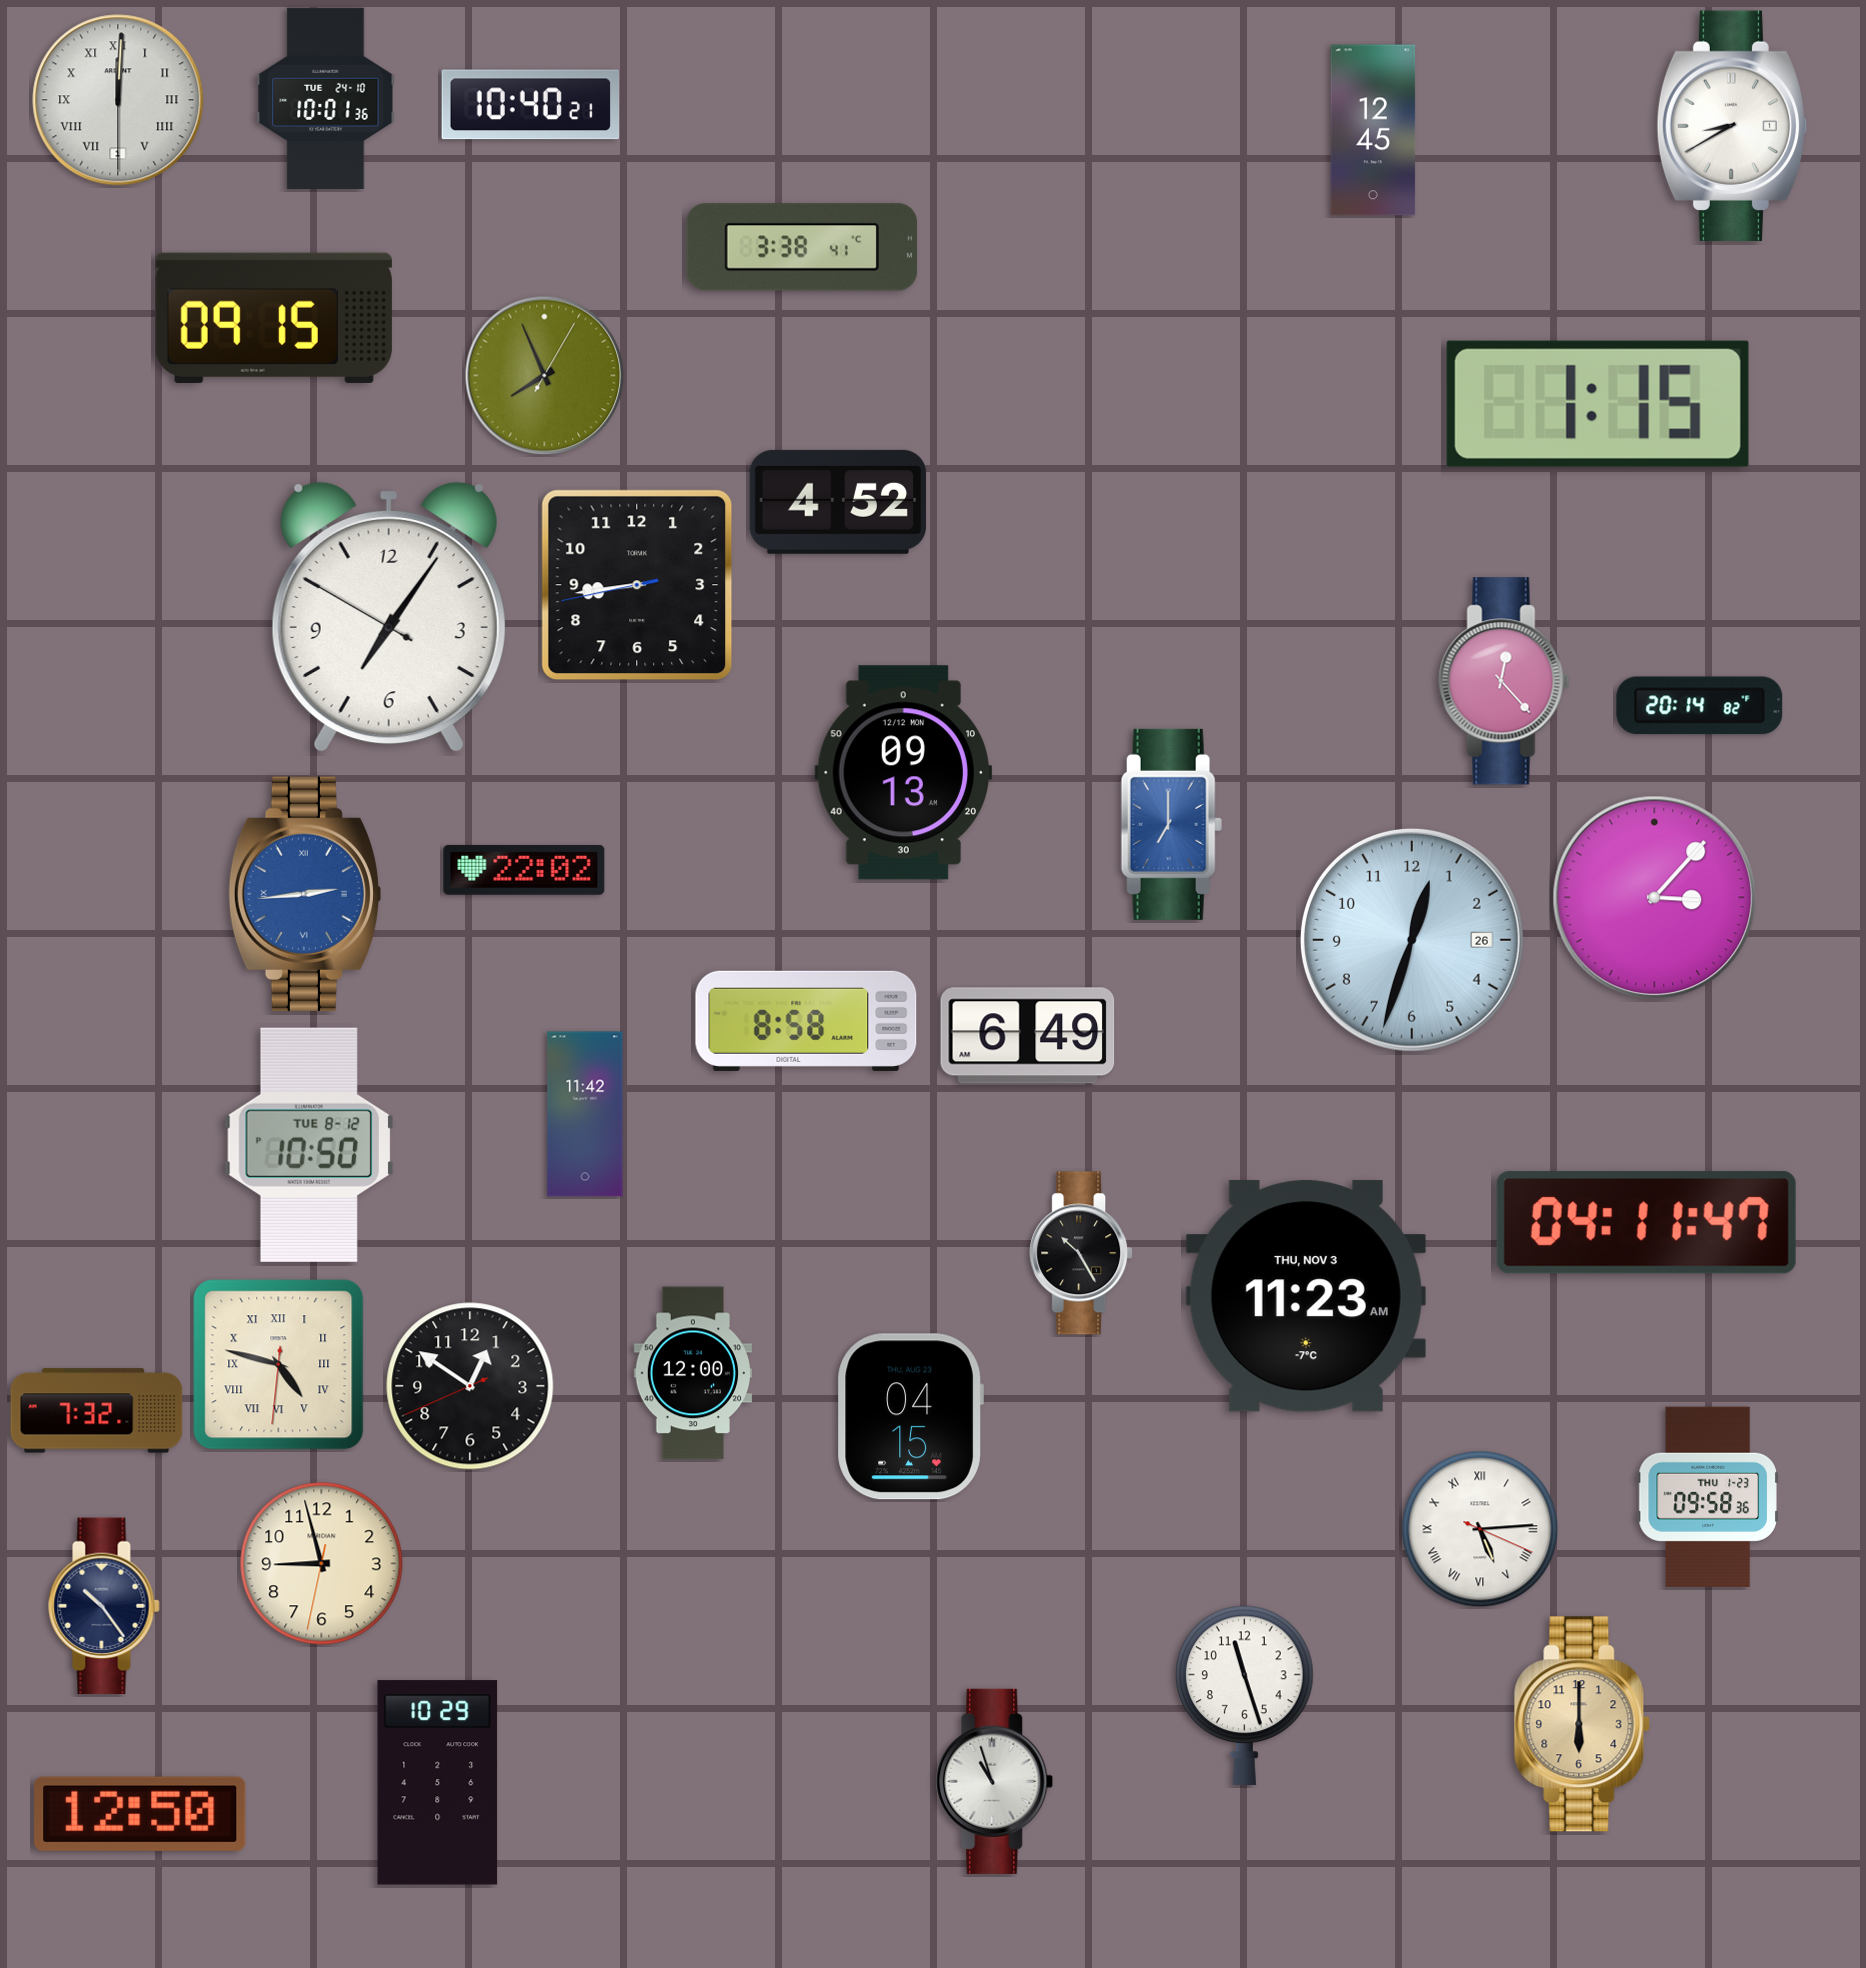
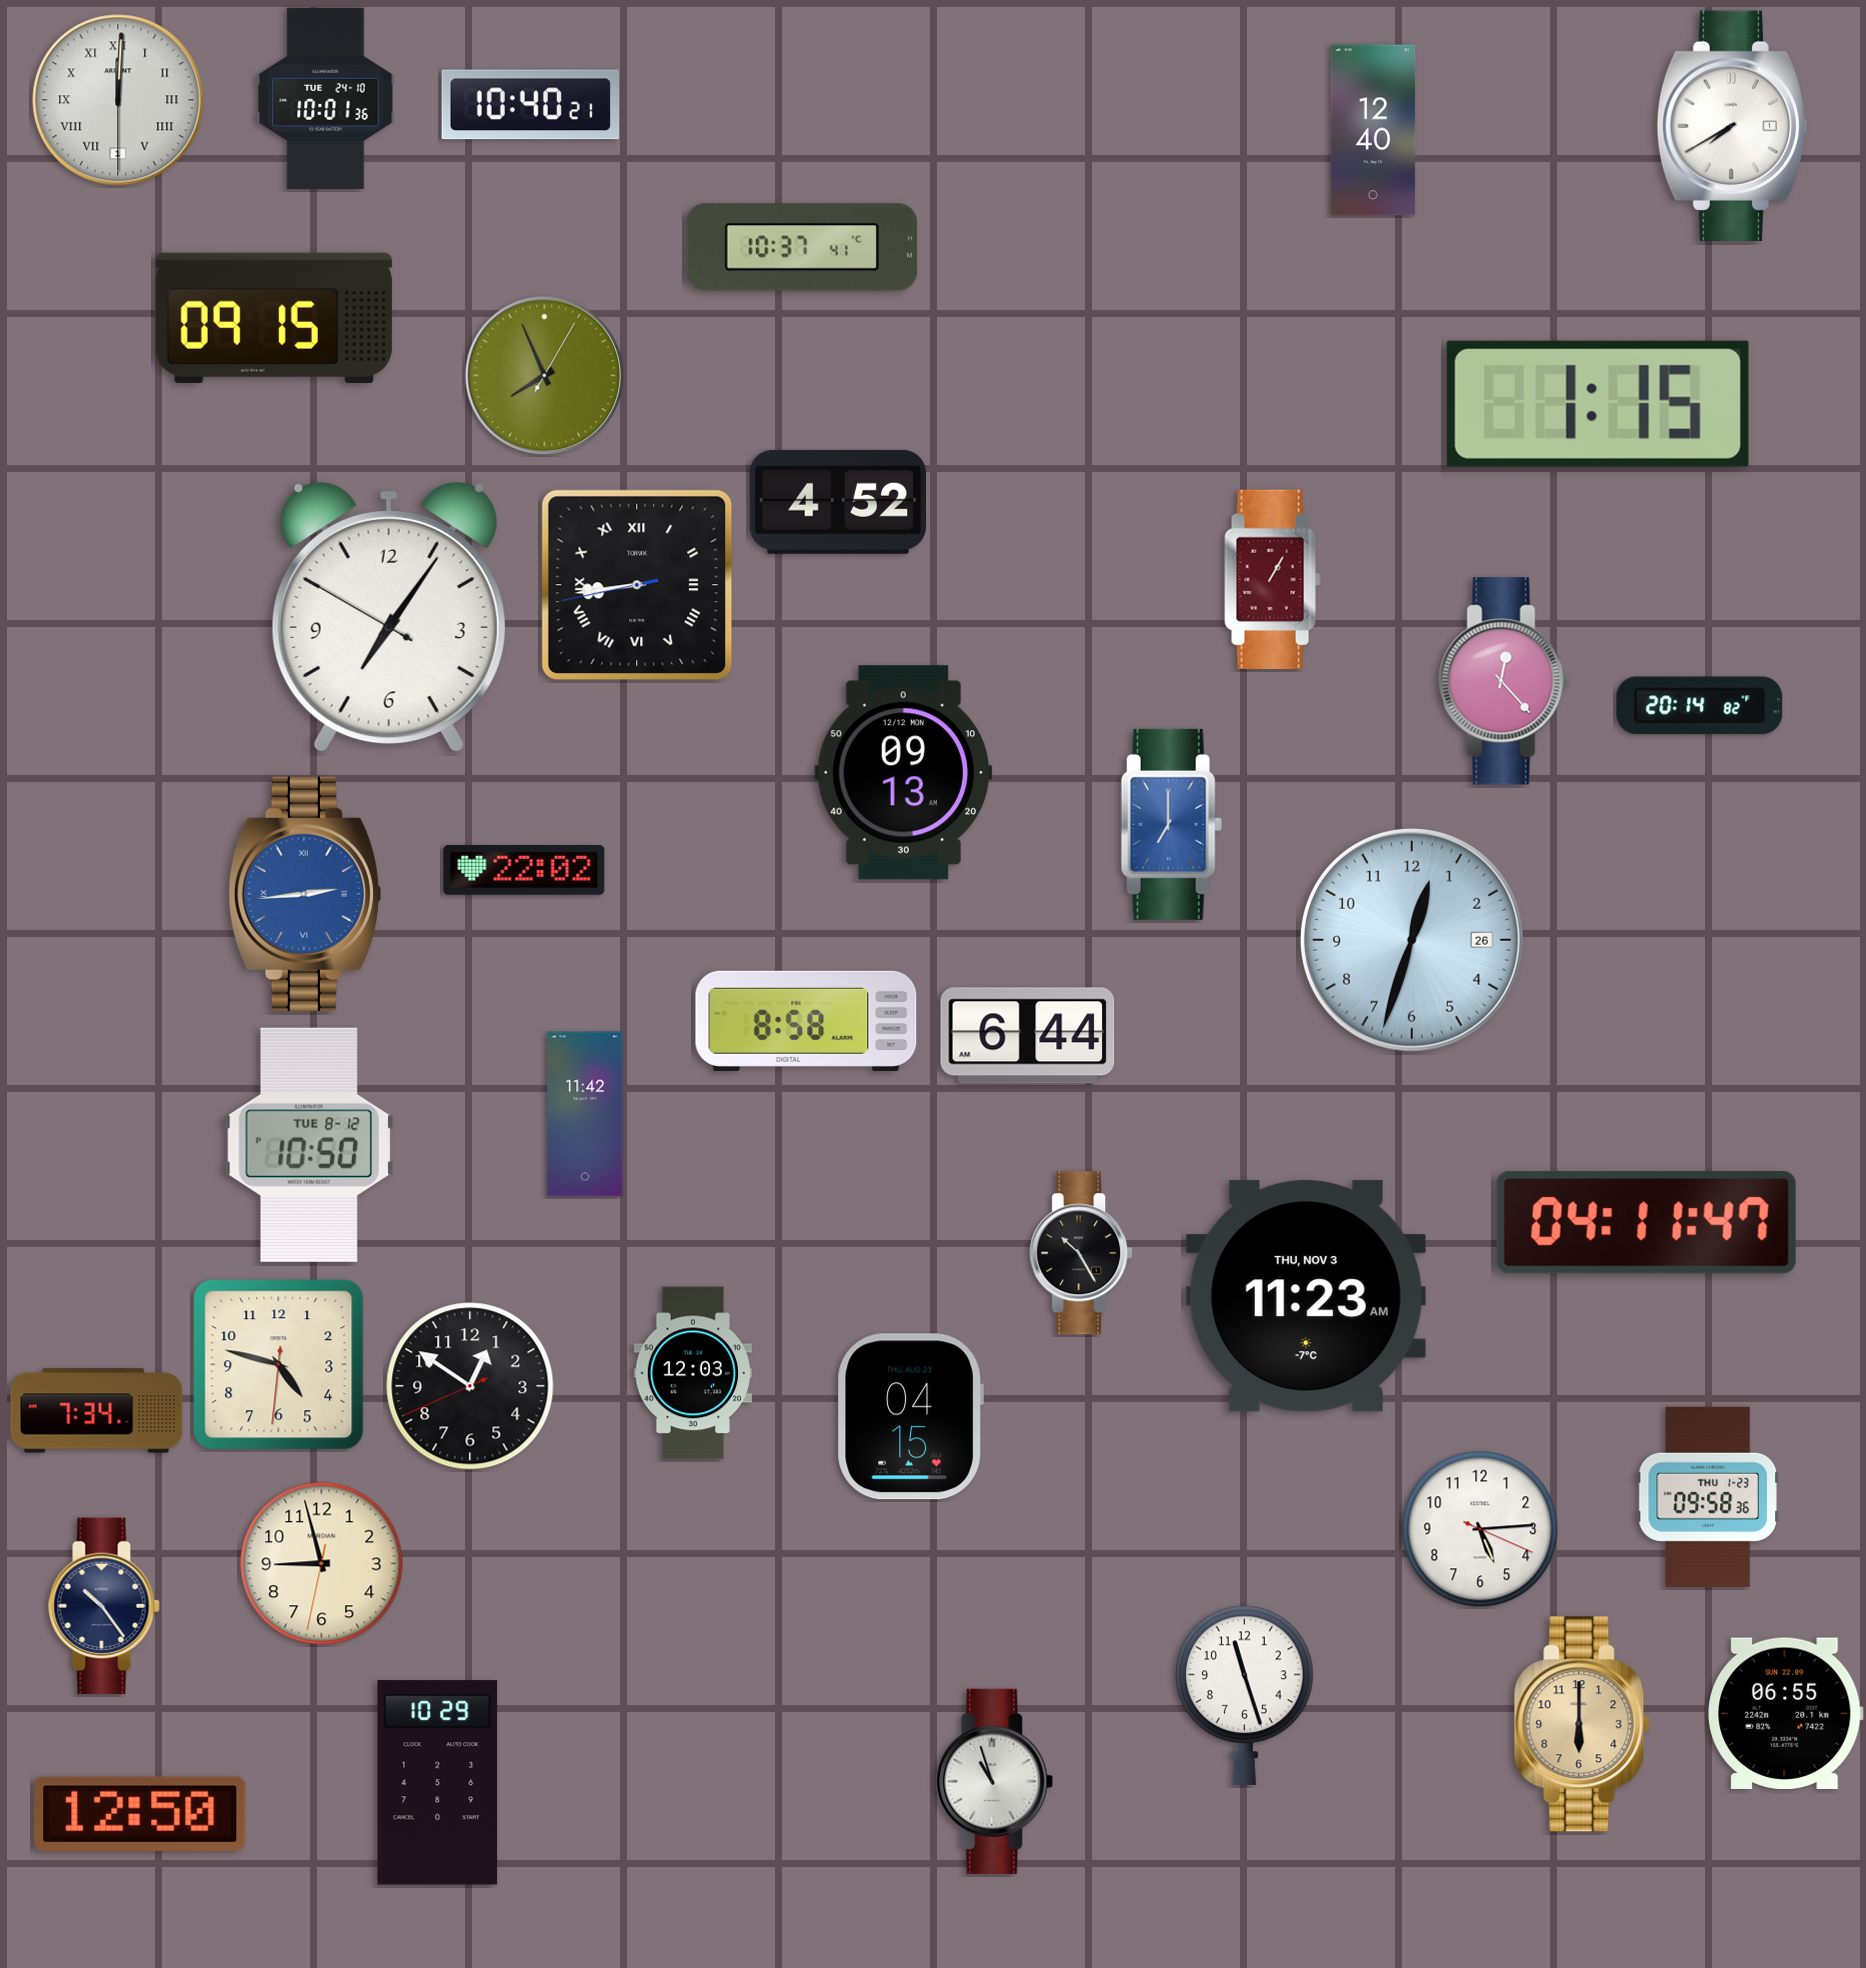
clock at (1732, 125): 8:40 -> 7:40
clock at (1373, 130): 12:45 -> 12:40
clock at (802, 247): 3:38 -> 10:37
clock at (1273, 579): none -> 1:05
clock at (637, 585) numerals: Arabic -> Roman
clock at (1655, 898): 3:07 -> none
clock at (1028, 1036): 6:49 -> 6:44
clock at (279, 1365) numerals: Roman -> Arabic
clock at (692, 1373): 12:00 -> 12:03
clock at (97, 1411): 7:32 -> 7:34
clock at (1480, 1529) numerals: Roman -> Arabic
clock at (1786, 1713): none -> 06:55
